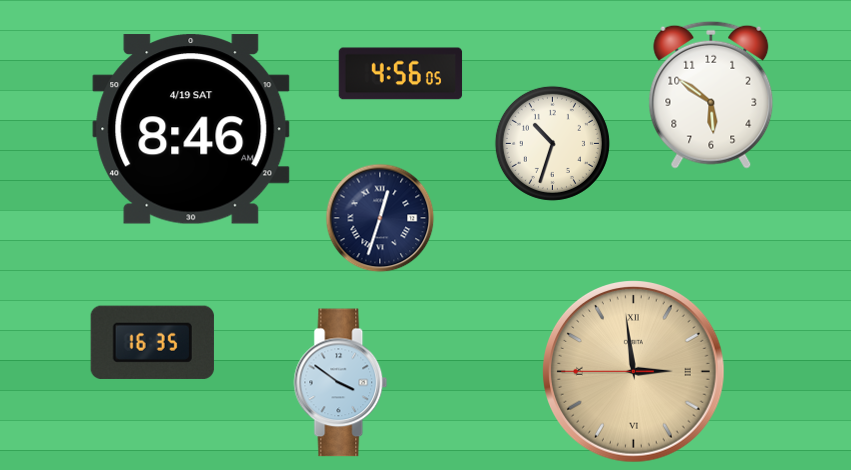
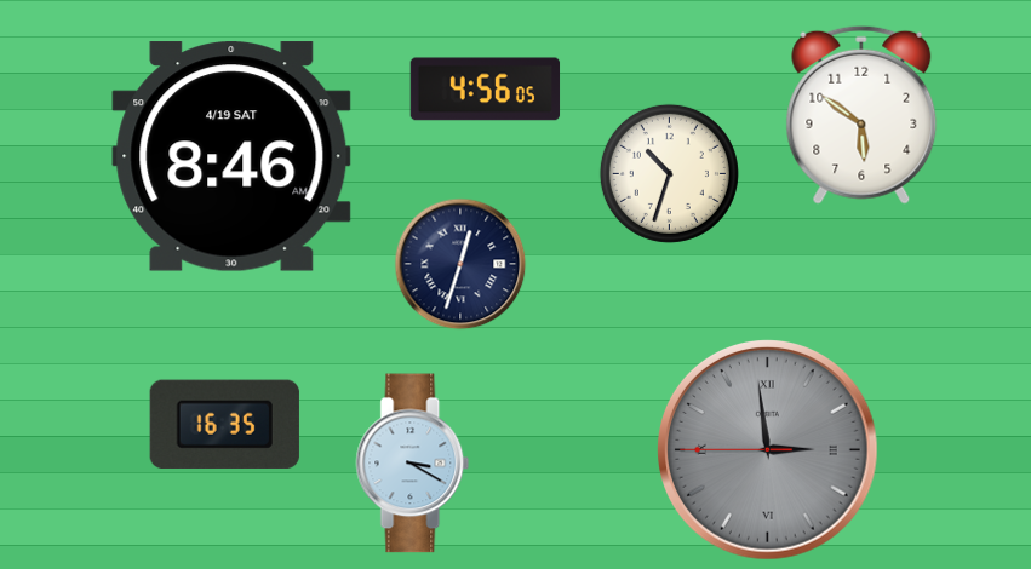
clock at (152, 342) position: (152, 342) -> (224, 424)
clock at (634, 372) dial: champagne -> grey
clock at (341, 383): 3:51 -> 3:20
